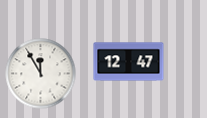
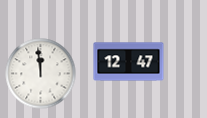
clock at (41, 74): 11:55 -> 11:59
